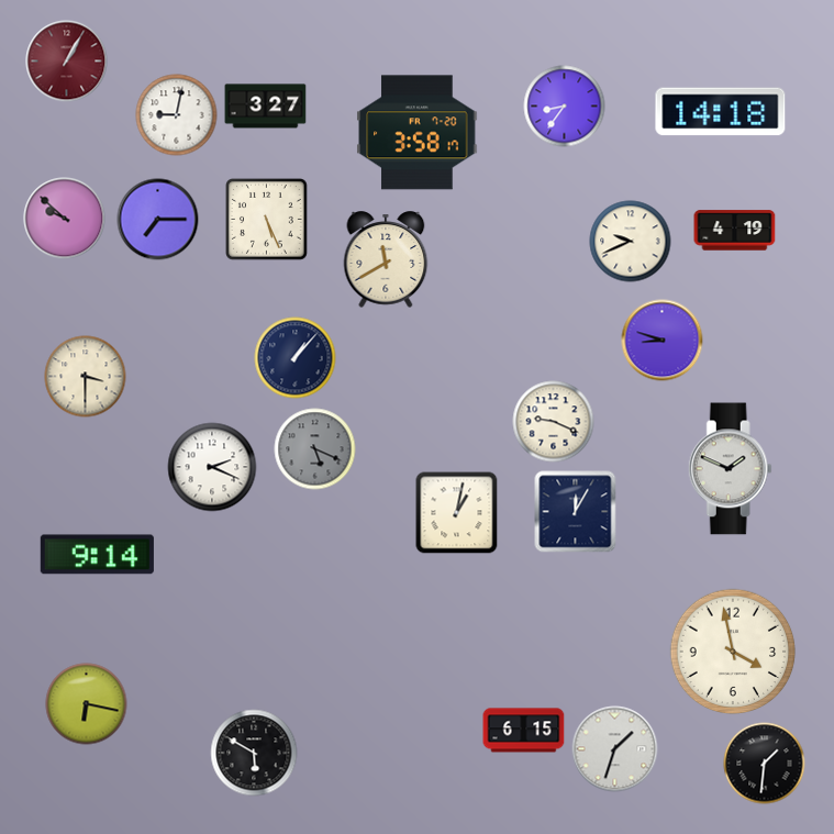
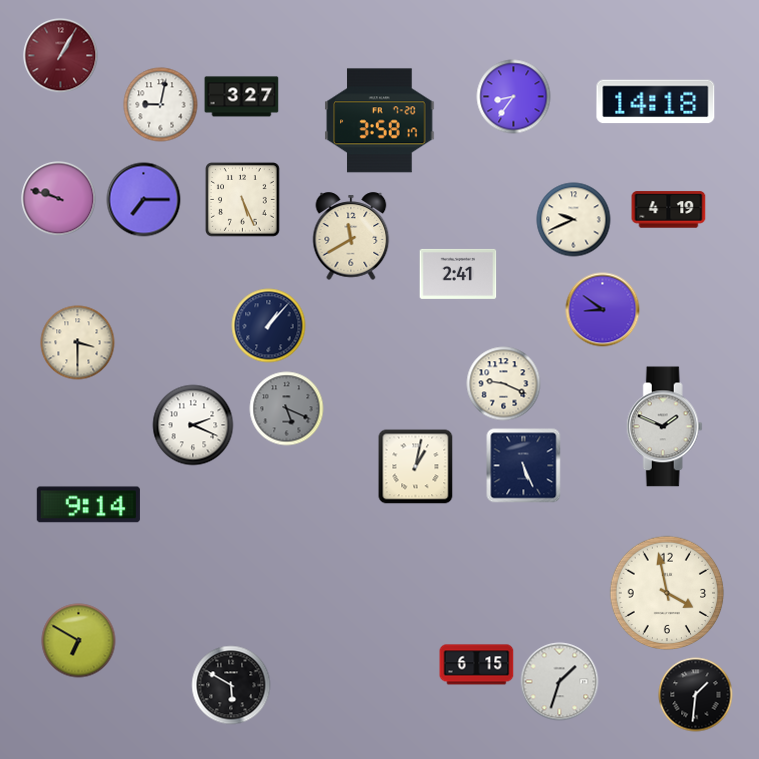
clock at (65, 219): 9:52 -> 9:48
clock at (458, 274): none -> 2:41
clock at (663, 341): 8:48 -> 8:51
clock at (576, 512): 12:05 -> 5:26
clock at (87, 704): 6:17 -> 6:50
